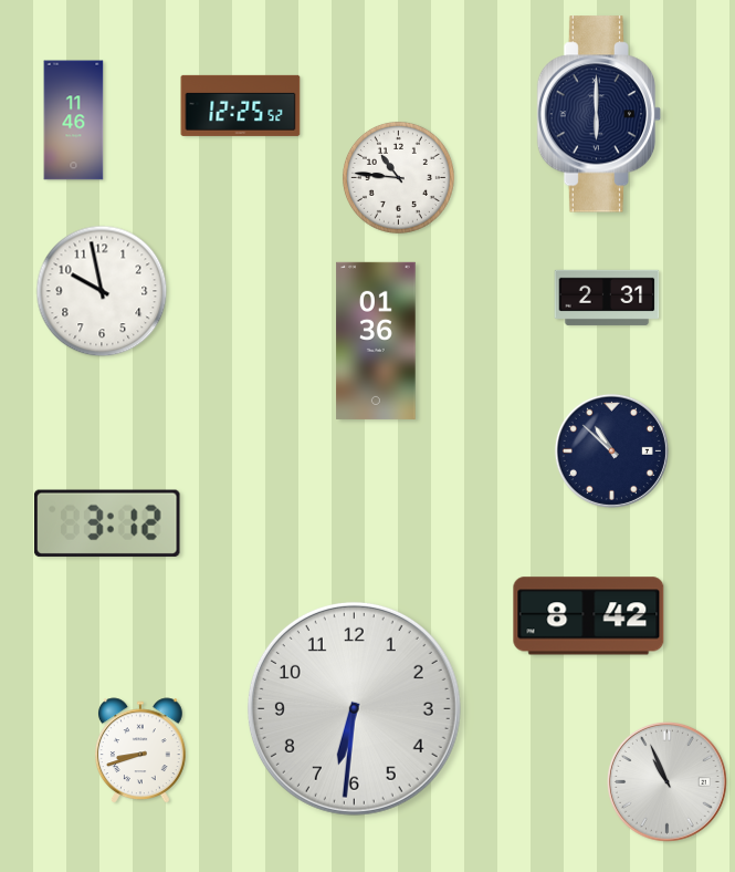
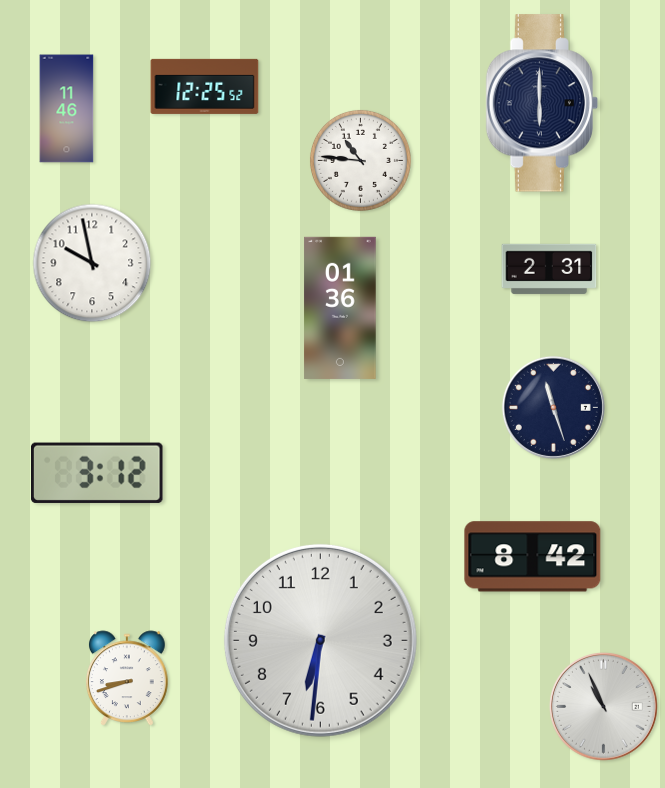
clock at (241, 105) position: (241, 105) -> (205, 86)
clock at (611, 450): 10:52 -> 11:27
